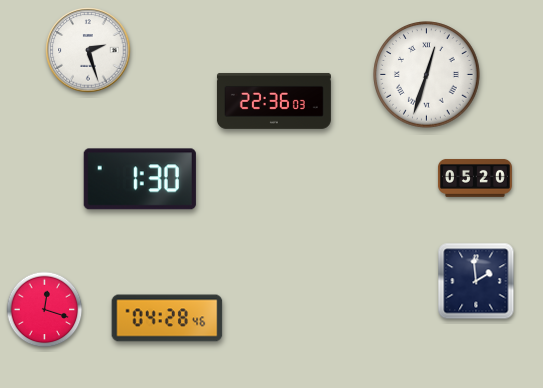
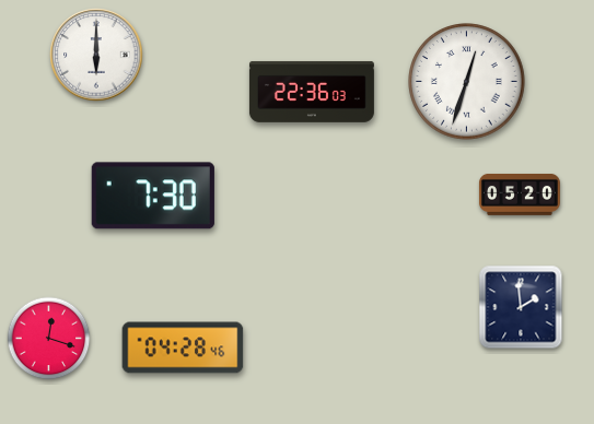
clock at (88, 50): 2:27 -> 6:00
clock at (274, 101) position: (274, 101) -> (312, 92)
clock at (140, 179): 1:30 -> 7:30
